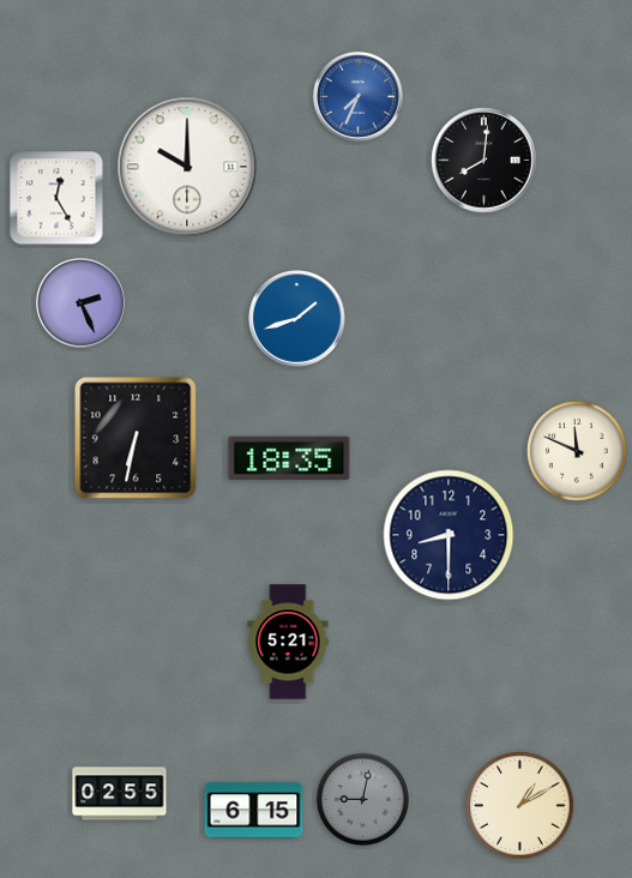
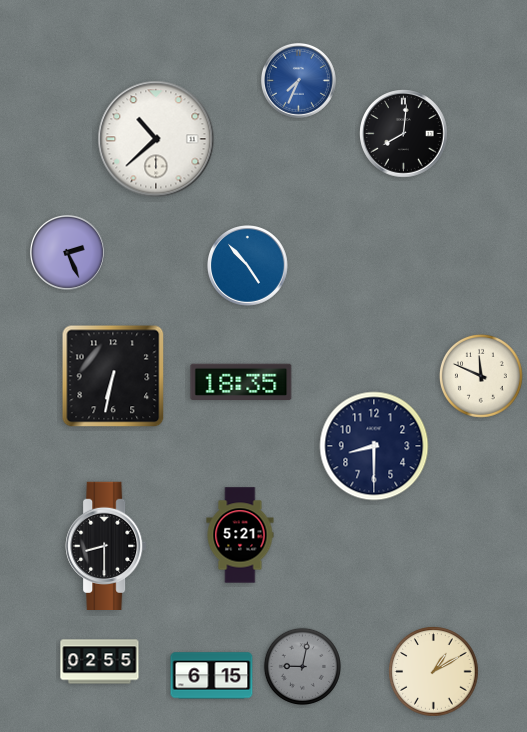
clock at (187, 167): 10:00 -> 10:38
clock at (56, 198): 12:25 -> none
clock at (297, 319): 1:42 -> 4:53
clock at (136, 438) position: (136, 438) -> (113, 376)
clock at (106, 545): none -> 8:30
